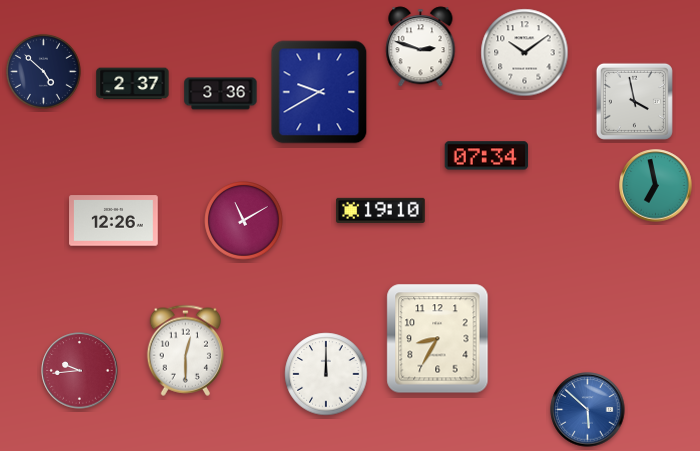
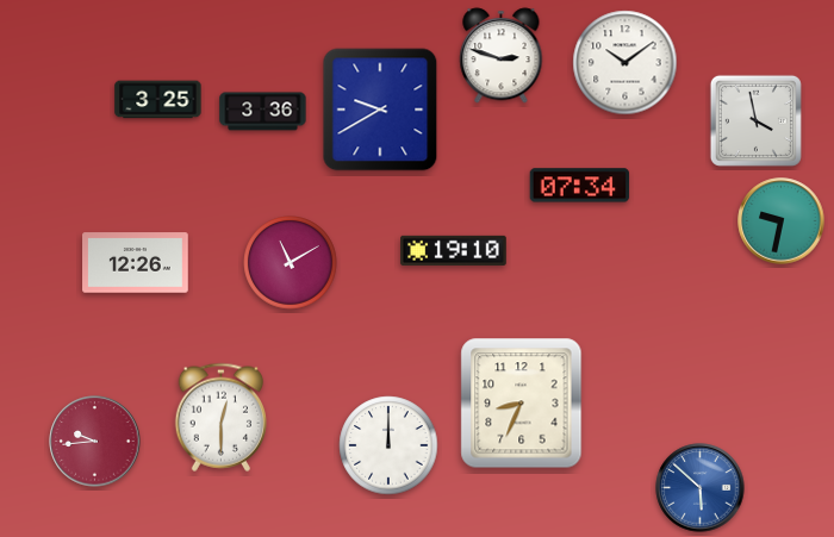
clock at (43, 71): 4:52 -> none
clock at (133, 84): 2:37 -> 3:25
clock at (656, 186): 6:58 -> 9:32
clock at (438, 339): 8:35 -> 8:34
